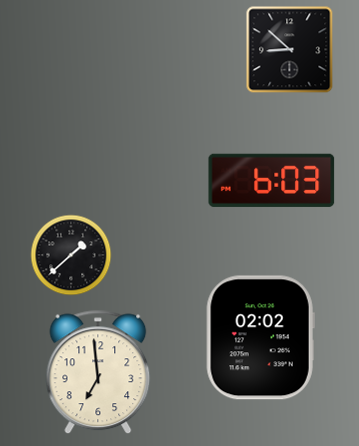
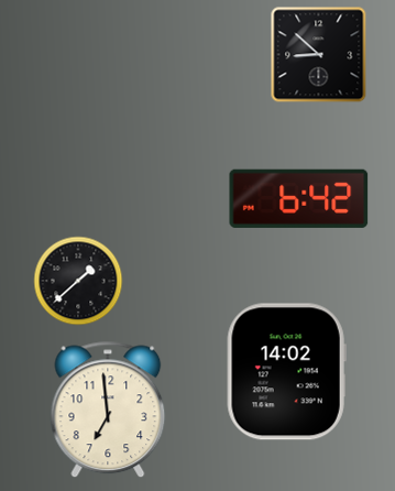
clock at (272, 180): 6:03 -> 6:42
clock at (260, 338): 02:02 -> 14:02
